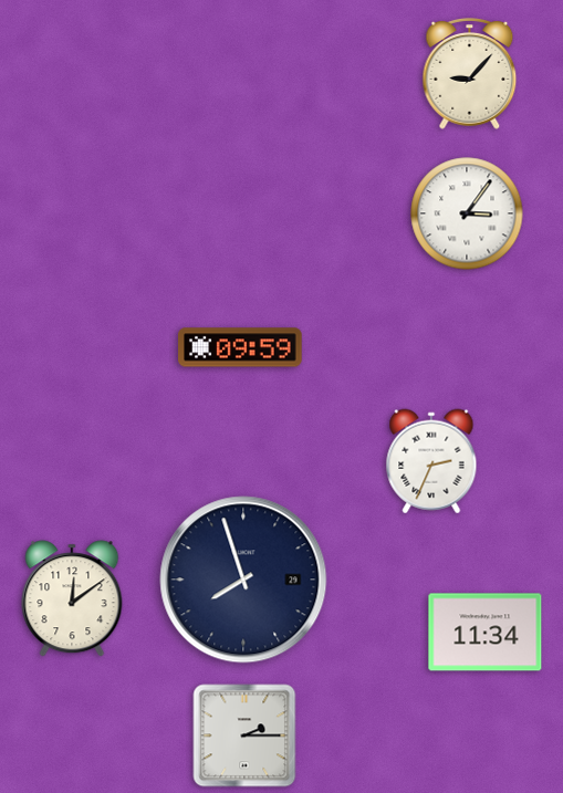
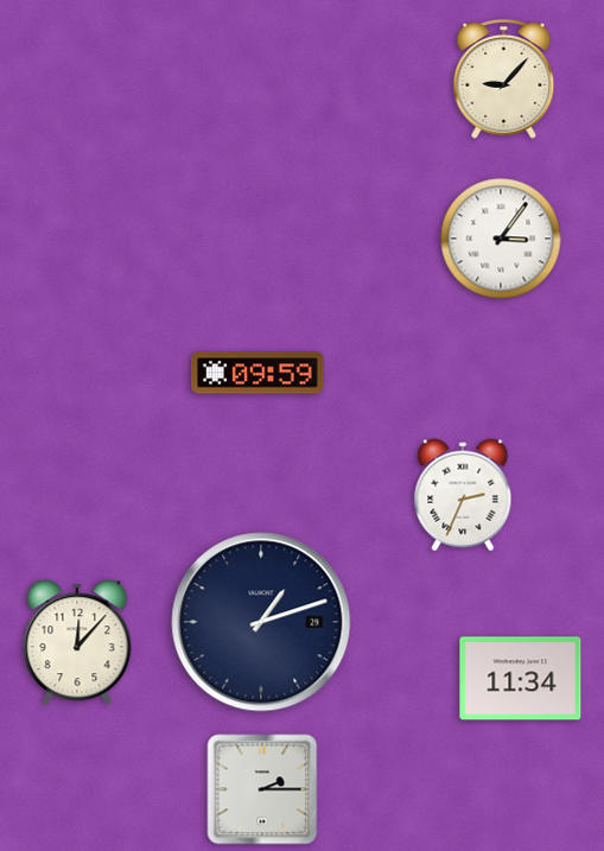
clock at (467, 213) position: (467, 213) -> (501, 239)
clock at (243, 580): 7:57 -> 1:12
clock at (72, 598): 12:09 -> 12:07
